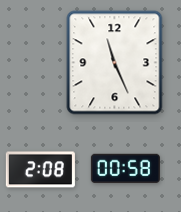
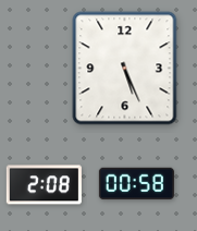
clock at (115, 63): 11:26 -> 5:26
